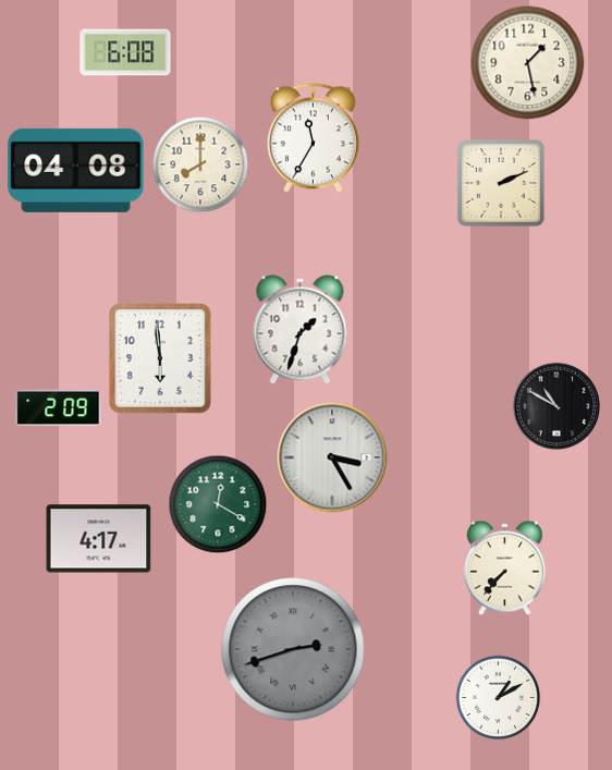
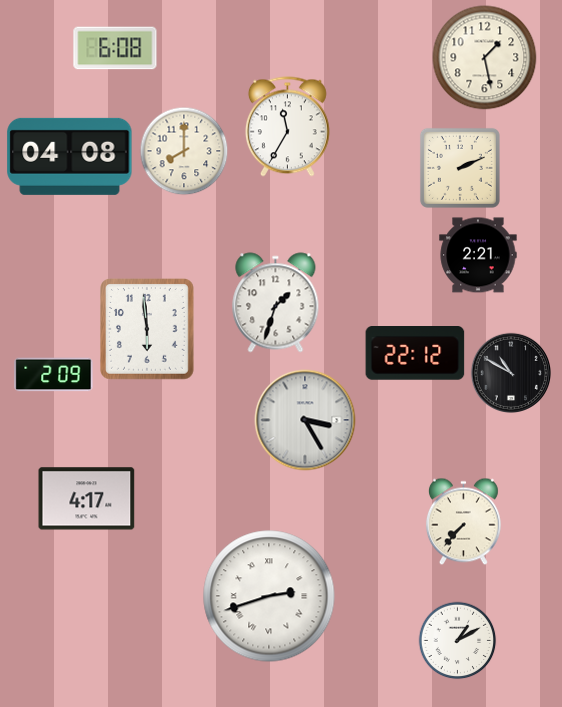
clock at (478, 255): none -> 2:21
clock at (415, 353): none -> 22:12
clock at (218, 504): 12:20 -> none
clock at (99, 539) position: (99, 539) -> (87, 499)
clock at (293, 649) dial: grey -> white
